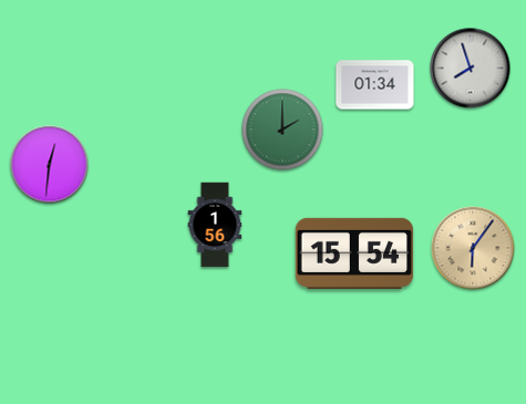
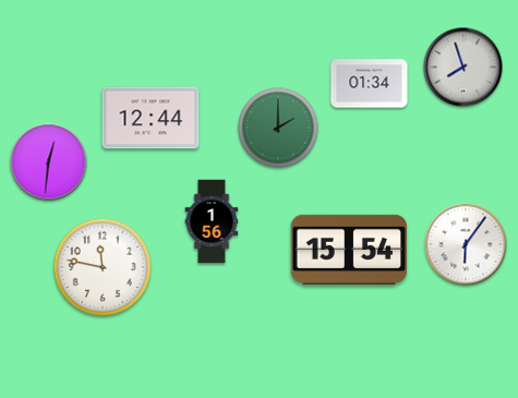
clock at (150, 118): none -> 12:44
clock at (473, 248) dial: champagne -> white
clock at (101, 266): none -> 11:47
